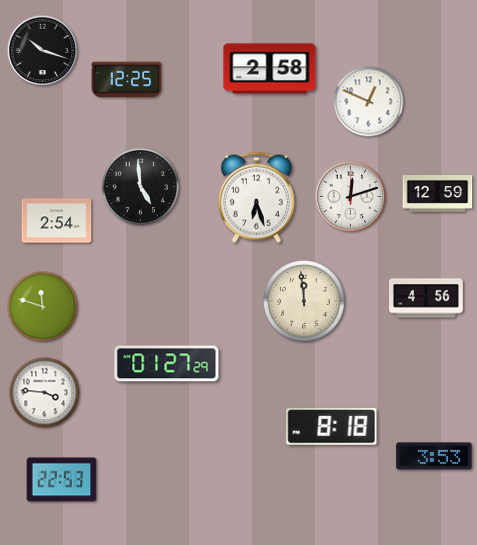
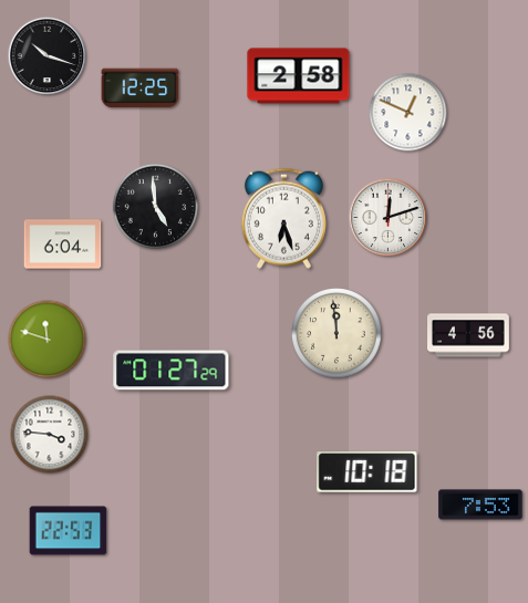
clock at (438, 194): 12:59 -> none
clock at (57, 221): 2:54 -> 6:04
clock at (427, 298) position: (427, 298) -> (469, 335)
clock at (167, 364) position: (167, 364) -> (172, 371)
clock at (332, 427): 8:18 -> 10:18
clock at (434, 456): 3:53 -> 7:53
